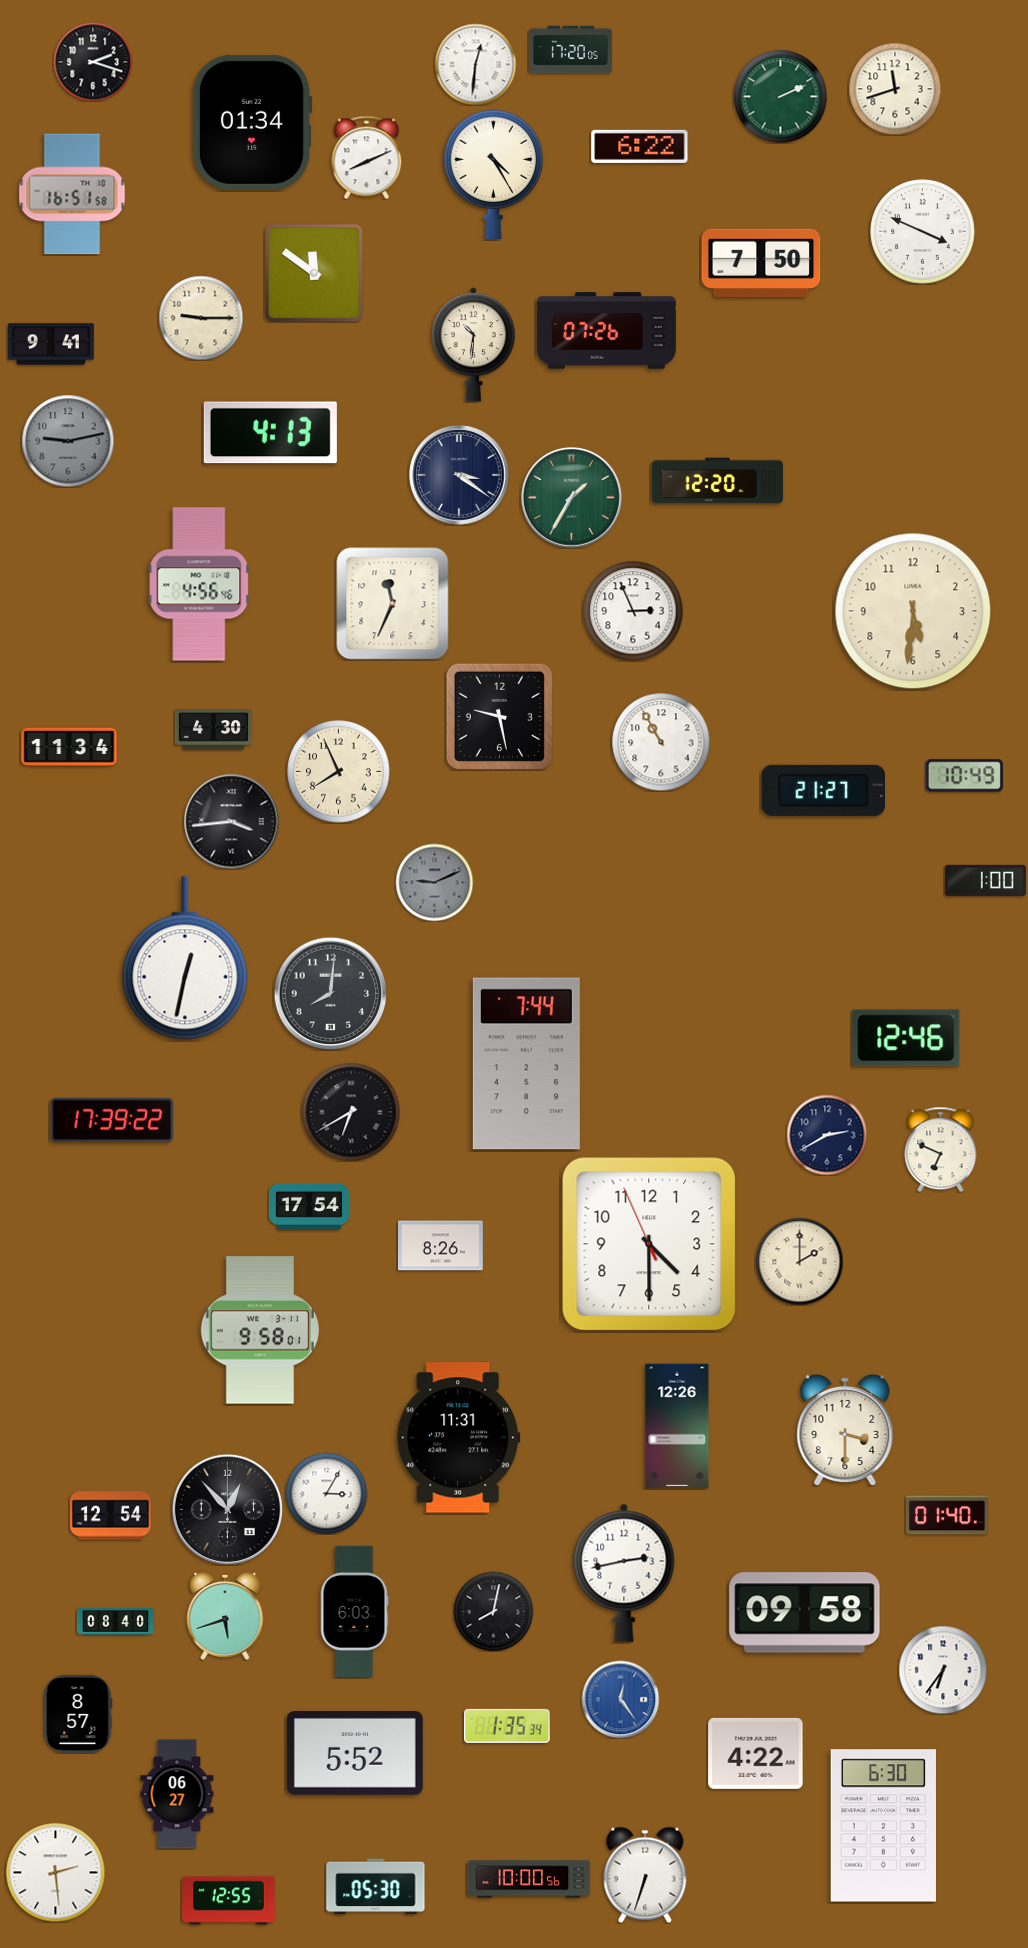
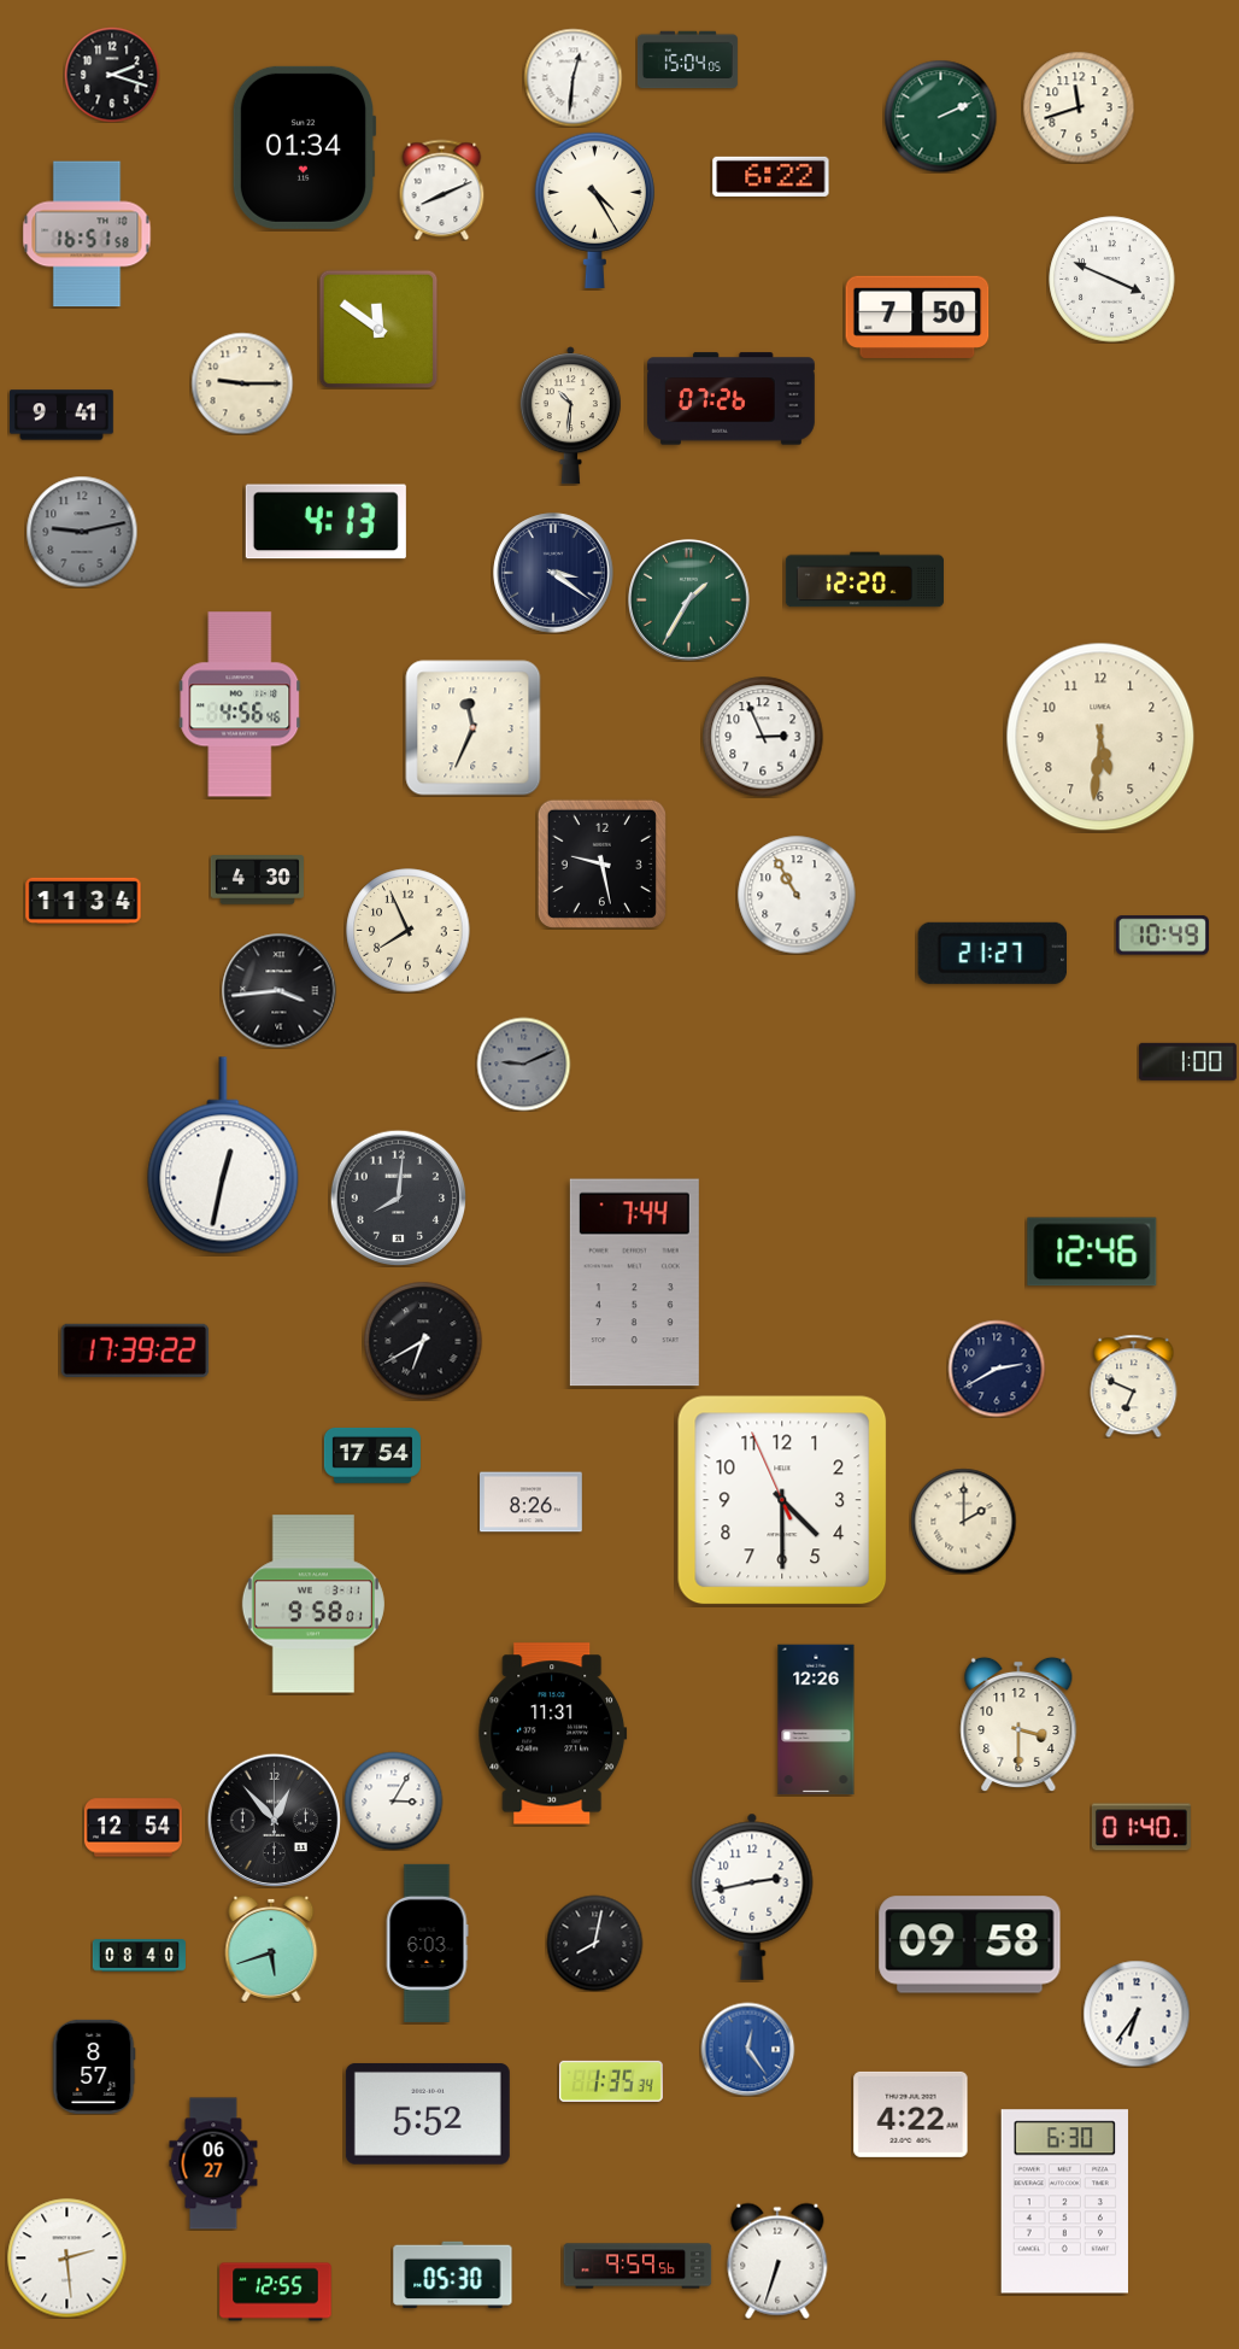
clock at (570, 50): 17:20 -> 15:04
clock at (529, 1879): 10:00 -> 9:59
